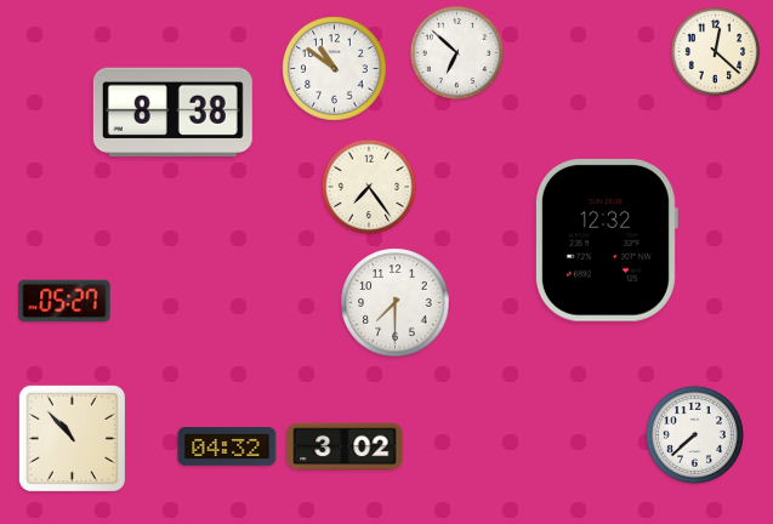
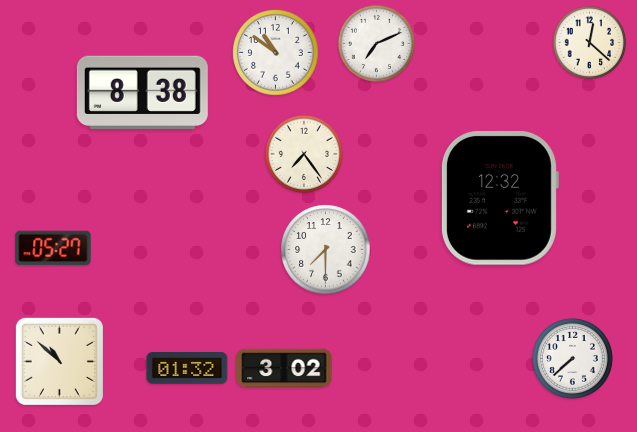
clock at (456, 52): 6:52 -> 7:11
clock at (335, 69) position: (335, 69) -> (276, 53)
clock at (72, 438): 10:53 -> 10:52
clock at (227, 446): 04:32 -> 01:32
